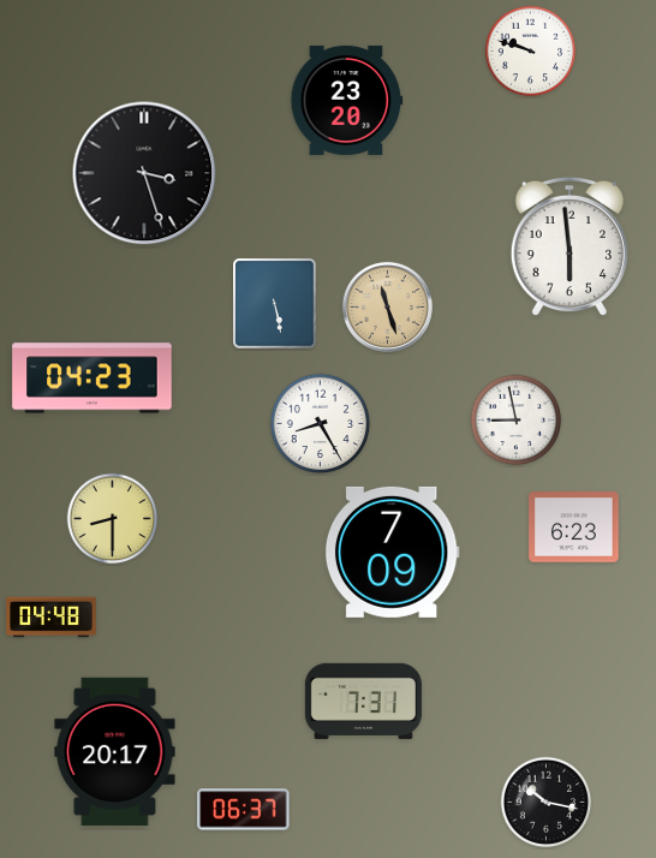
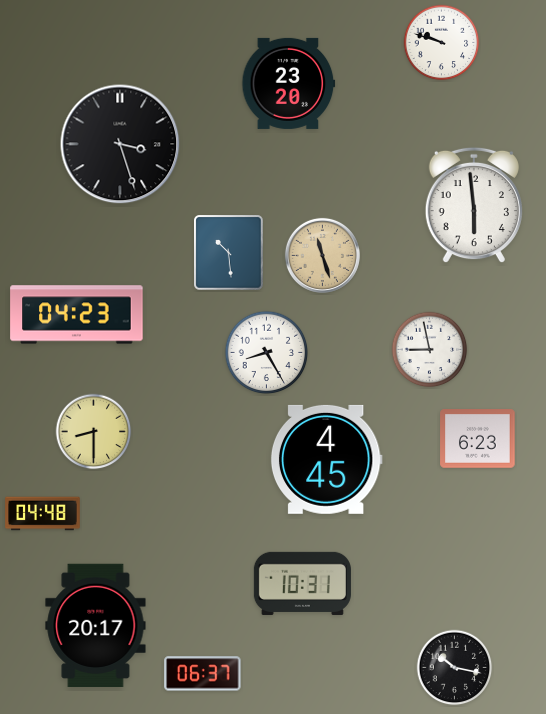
clock at (275, 304): 5:28 -> 10:29
clock at (392, 552): 7:09 -> 4:45
clock at (363, 701): 7:31 -> 10:31
